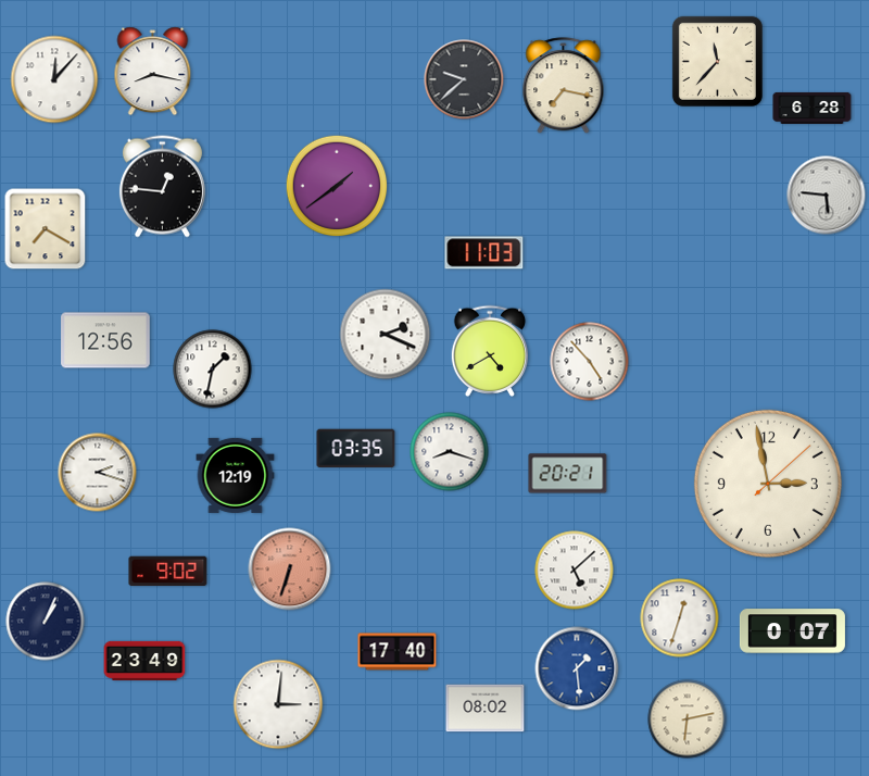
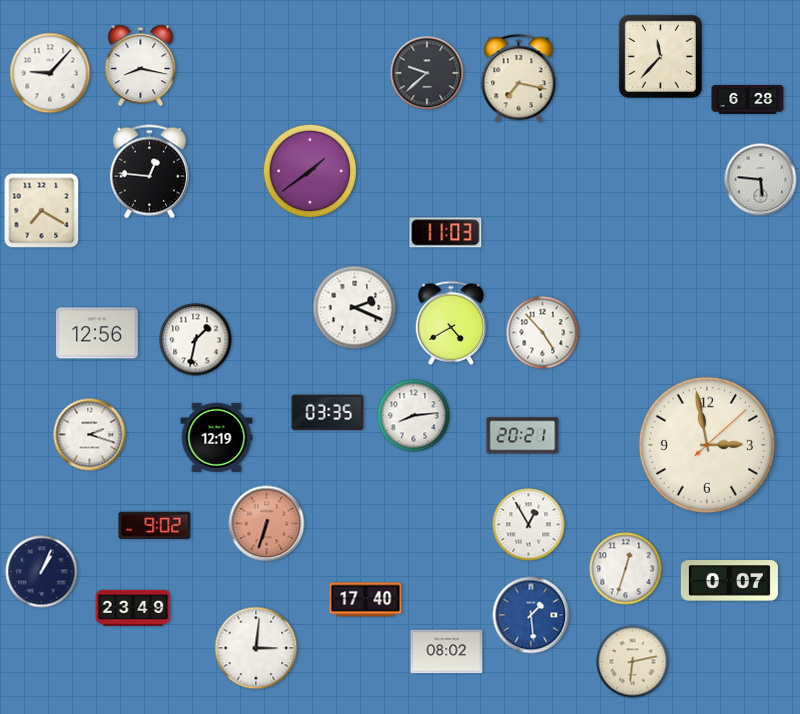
clock at (54, 79): 12:07 -> 9:07
clock at (105, 340) position: (105, 340) -> (97, 333)
clock at (450, 452): 8:18 -> 8:14
clock at (575, 571): 5:08 -> 12:55
